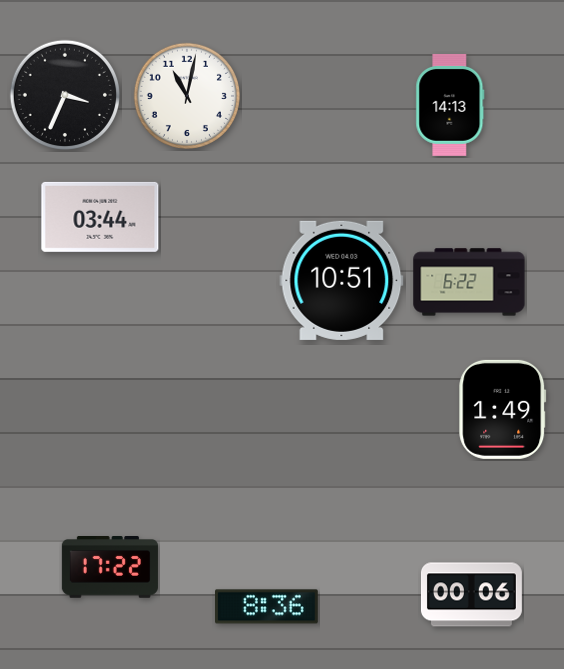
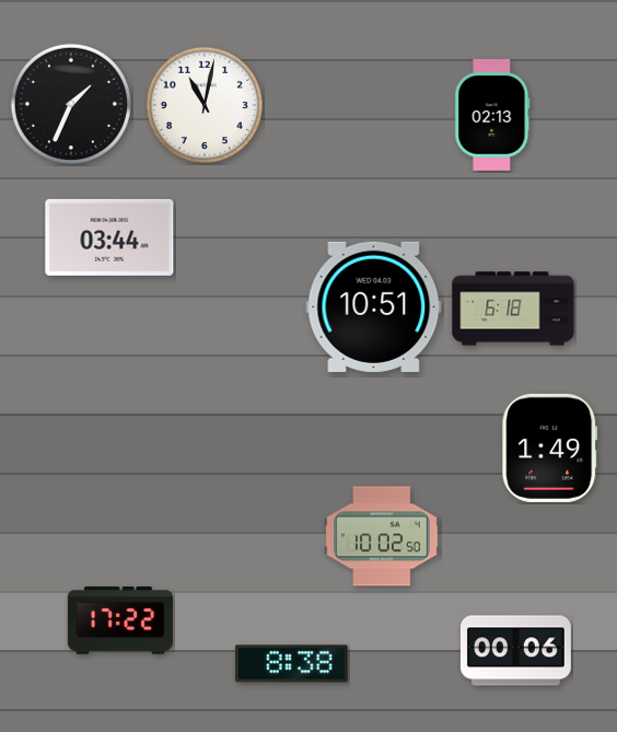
clock at (64, 94): 3:34 -> 1:34
clock at (450, 105): 14:13 -> 02:13
clock at (469, 282): 6:22 -> 6:18
clock at (382, 536): none -> 10:02
clock at (267, 607): 8:36 -> 8:38
